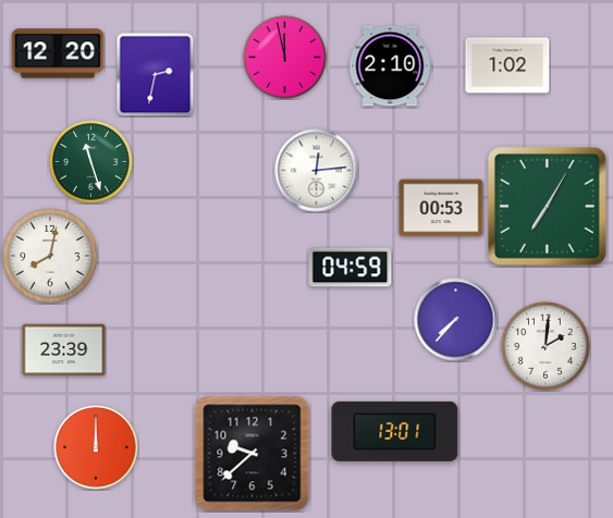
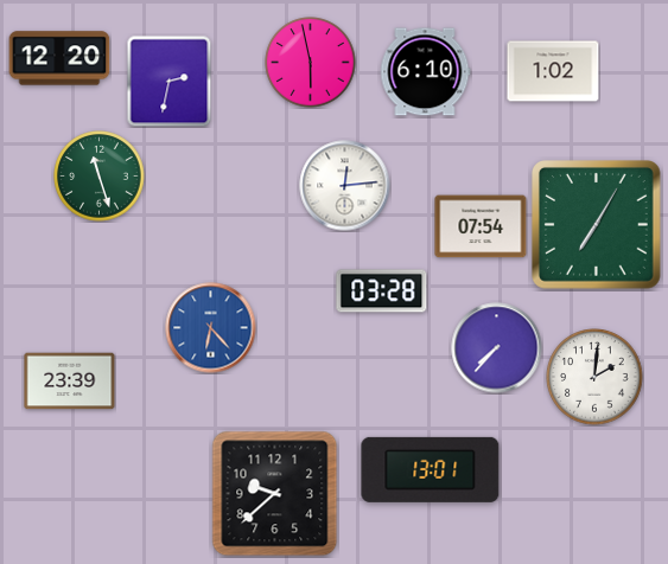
clock at (58, 53) position: (58, 53) -> (59, 58)
clock at (285, 58): 11:58 -> 5:58
clock at (390, 66): 2:10 -> 6:10
clock at (441, 208): 00:53 -> 07:54
clock at (51, 257): 8:02 -> none
clock at (351, 268): 04:59 -> 03:28
clock at (211, 328): none -> 6:23
clock at (96, 447): 12:00 -> none
